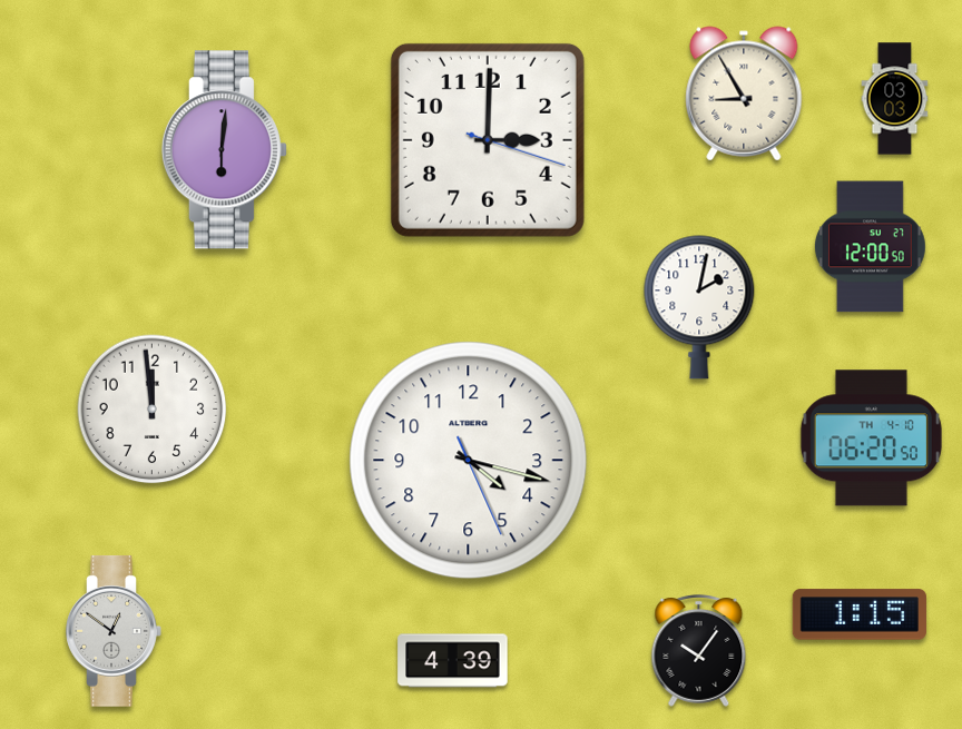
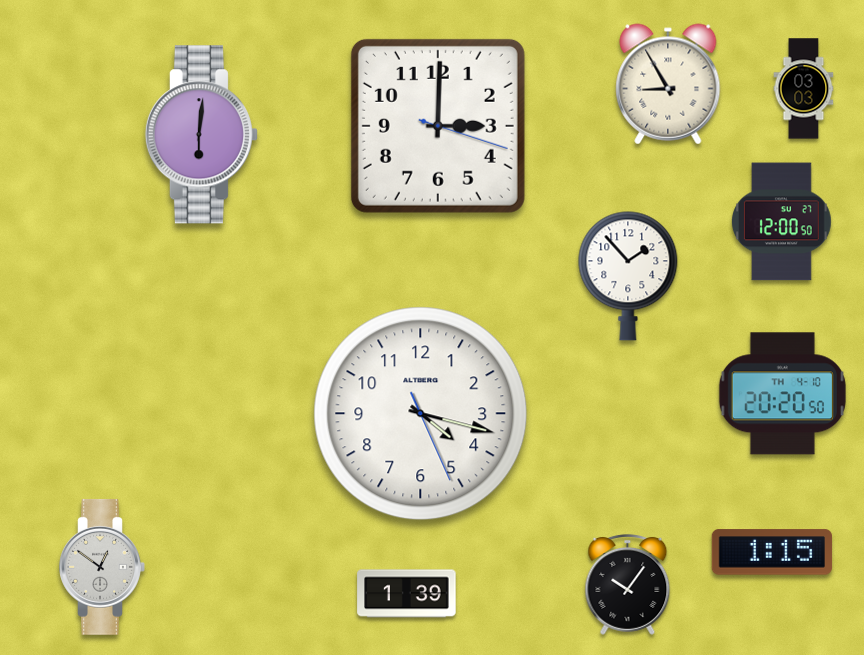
clock at (699, 307): 2:02 -> 1:53
clock at (153, 410): 11:59 -> none
clock at (871, 439): 06:20 -> 20:20
clock at (453, 661): 4:39 -> 1:39
